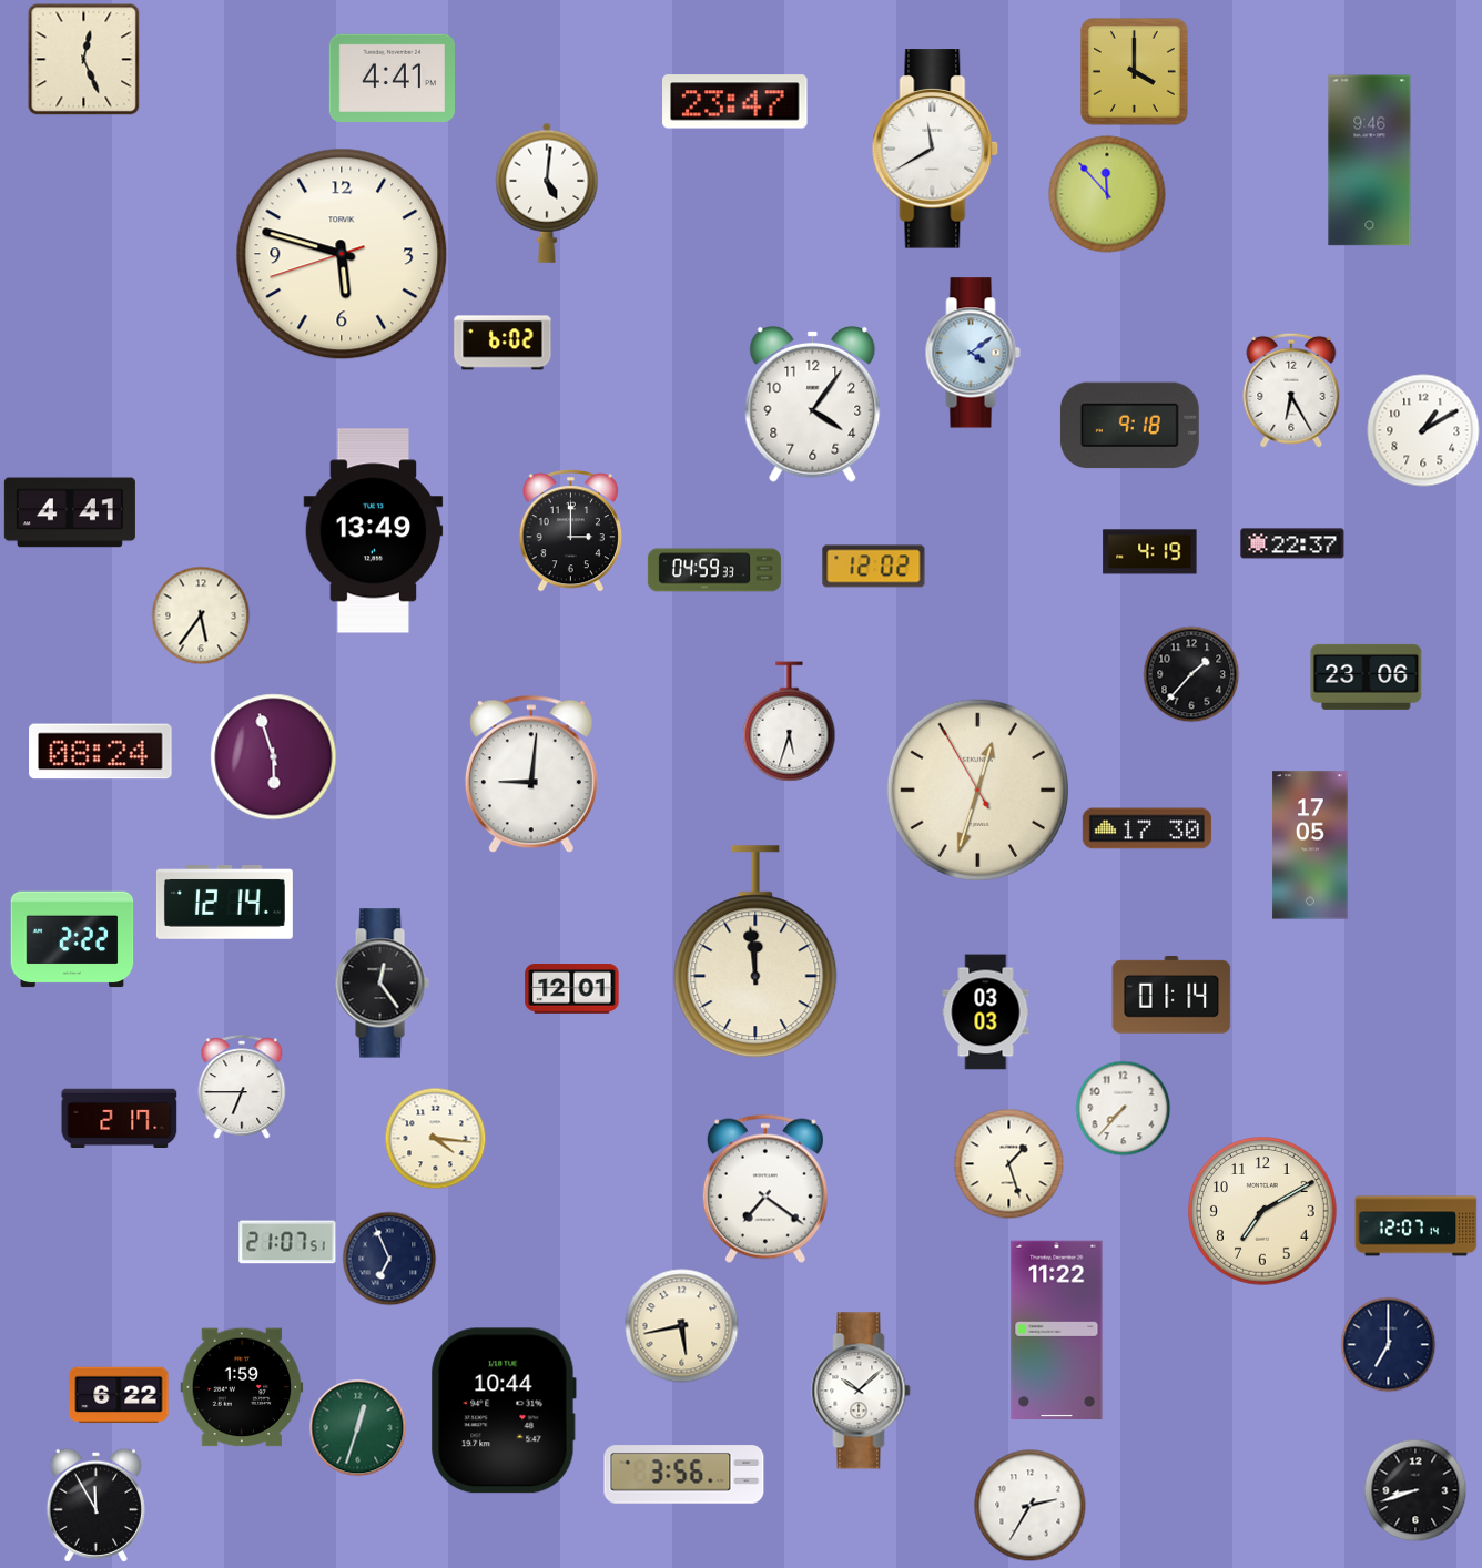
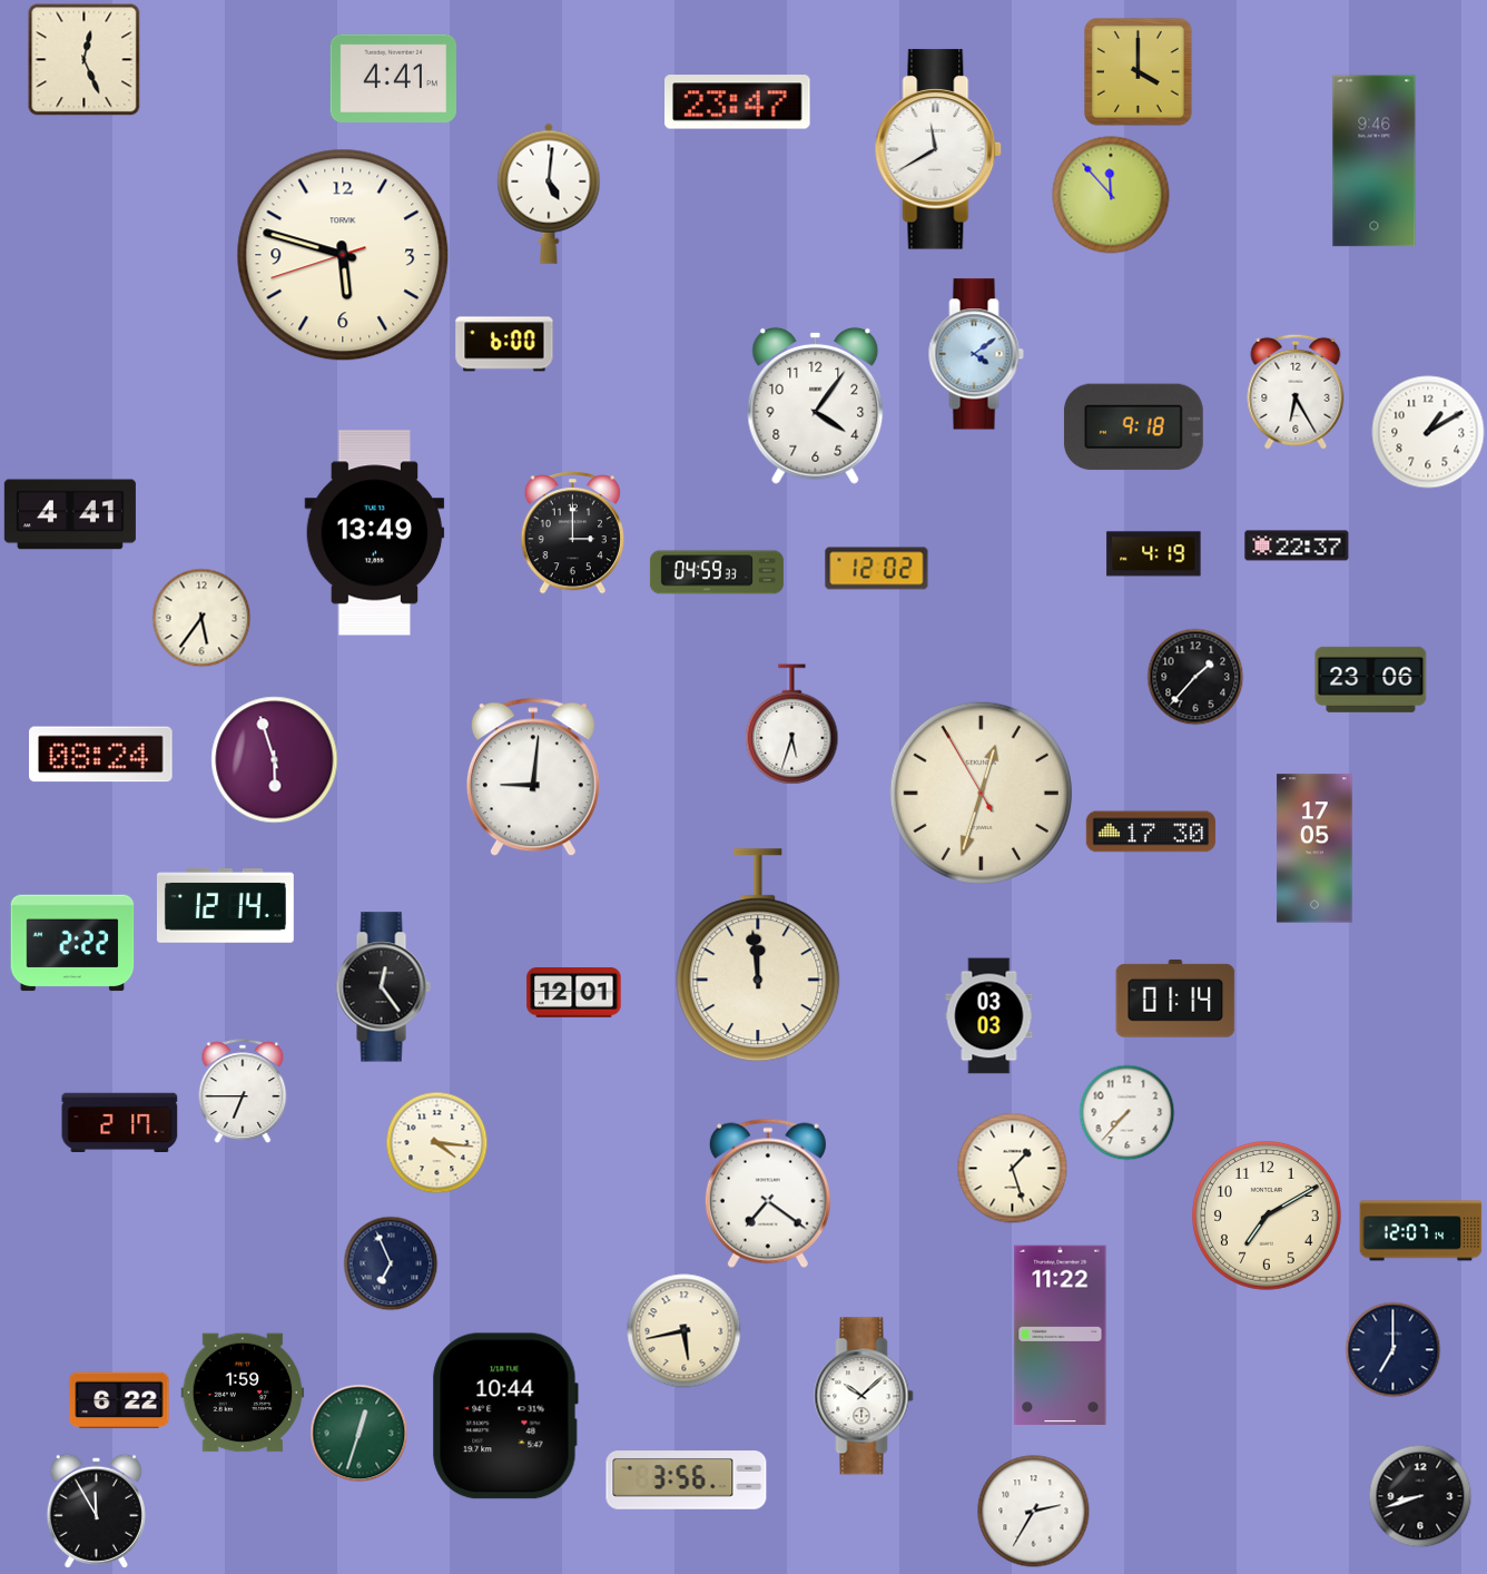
clock at (503, 343): 6:02 -> 6:00
clock at (287, 1242): 21:07 -> none
